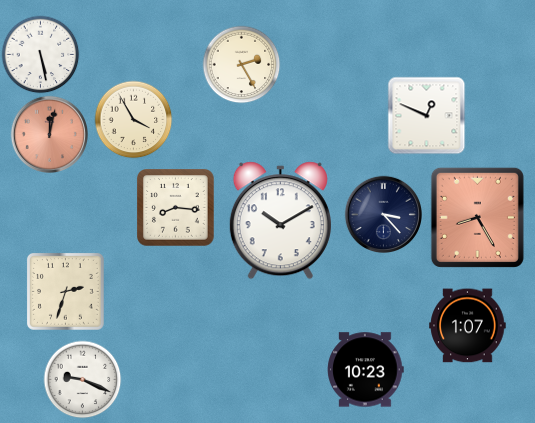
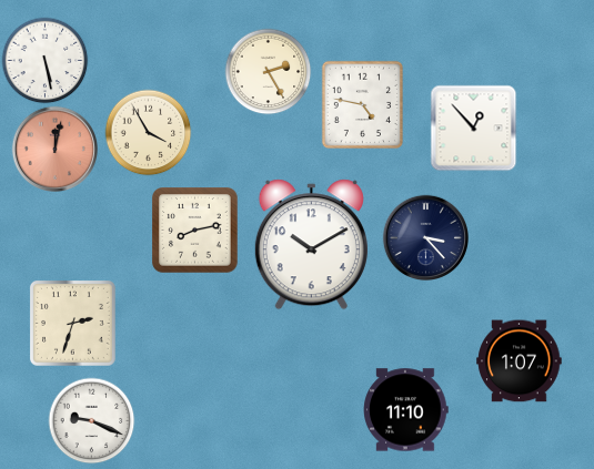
clock at (362, 104): none -> 4:47
clock at (426, 115): 12:49 -> 12:53
clock at (176, 208): 8:16 -> 8:13
clock at (477, 217): 8:25 -> none
clock at (366, 370): 10:23 -> 11:10
